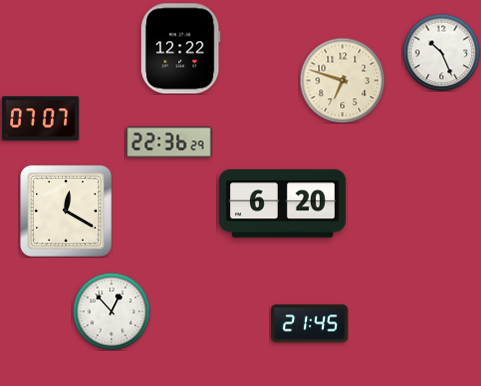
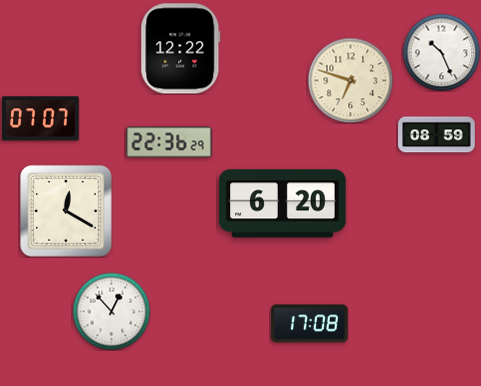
clock at (342, 80) position: (342, 80) -> (350, 80)
clock at (437, 135): none -> 08:59
clock at (310, 324): 21:45 -> 17:08
